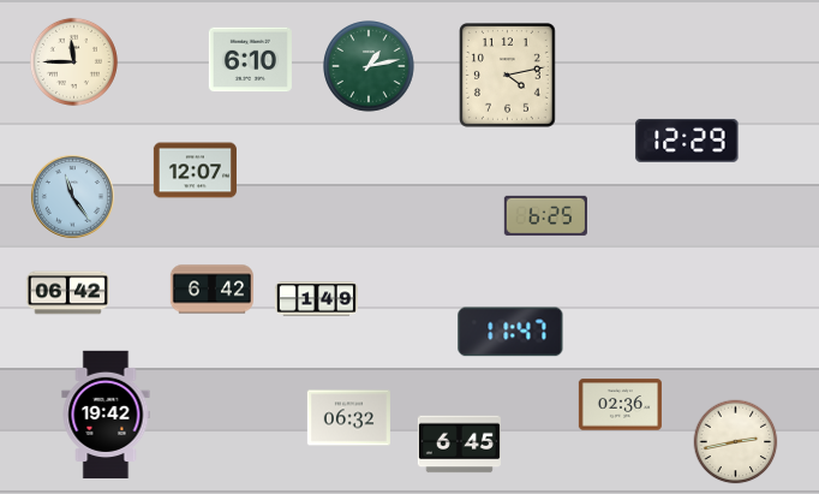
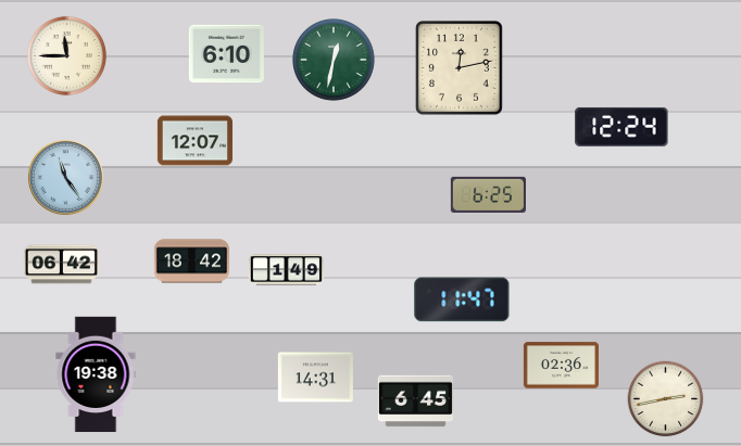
clock at (370, 67): 1:13 -> 12:32
clock at (507, 75): 4:13 -> 12:13
clock at (687, 141): 12:29 -> 12:24
clock at (195, 171) position: (195, 171) -> (194, 141)
clock at (545, 215) position: (545, 215) -> (488, 194)
clock at (211, 290): 6:42 -> 18:42
clock at (106, 415): 19:42 -> 19:38
clock at (348, 418): 06:32 -> 14:31
